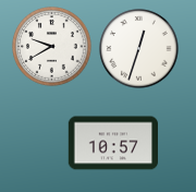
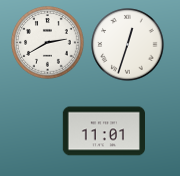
clock at (52, 47): 9:40 -> 2:40
clock at (112, 143): 10:57 -> 11:01
